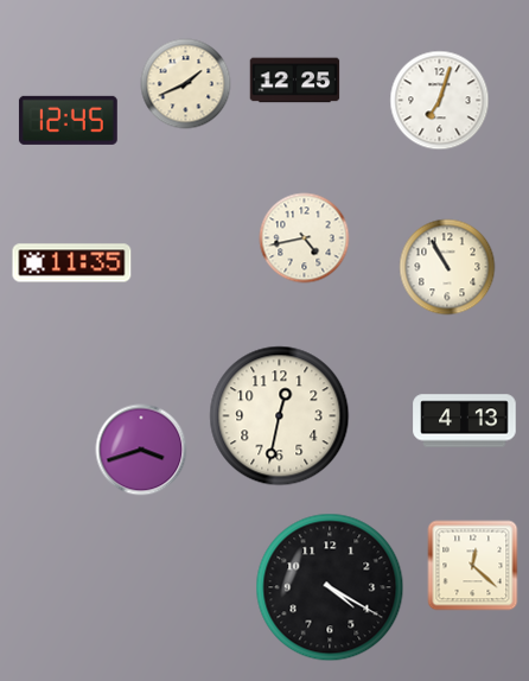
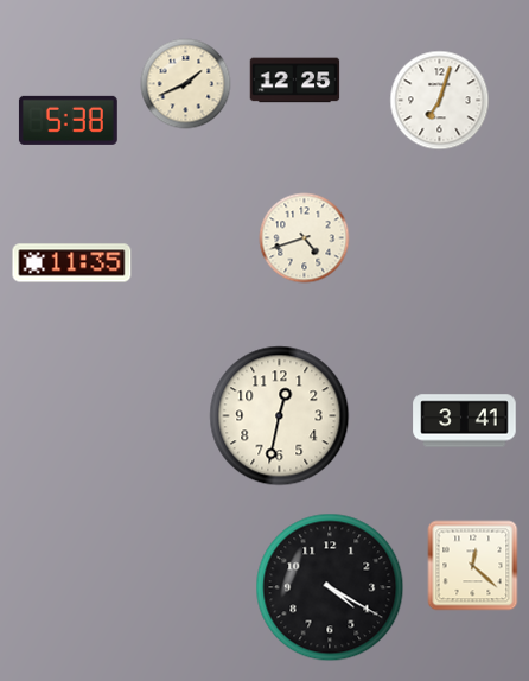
clock at (68, 120): 12:45 -> 5:38
clock at (305, 238): 4:43 -> 4:42
clock at (447, 267): 10:55 -> none
clock at (465, 421): 4:13 -> 3:41
clock at (141, 450): 3:42 -> none
